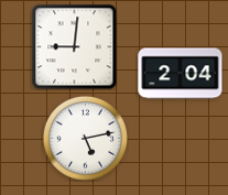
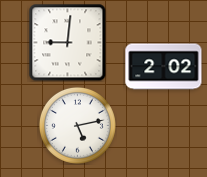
clock at (181, 74): 2:04 -> 2:02
